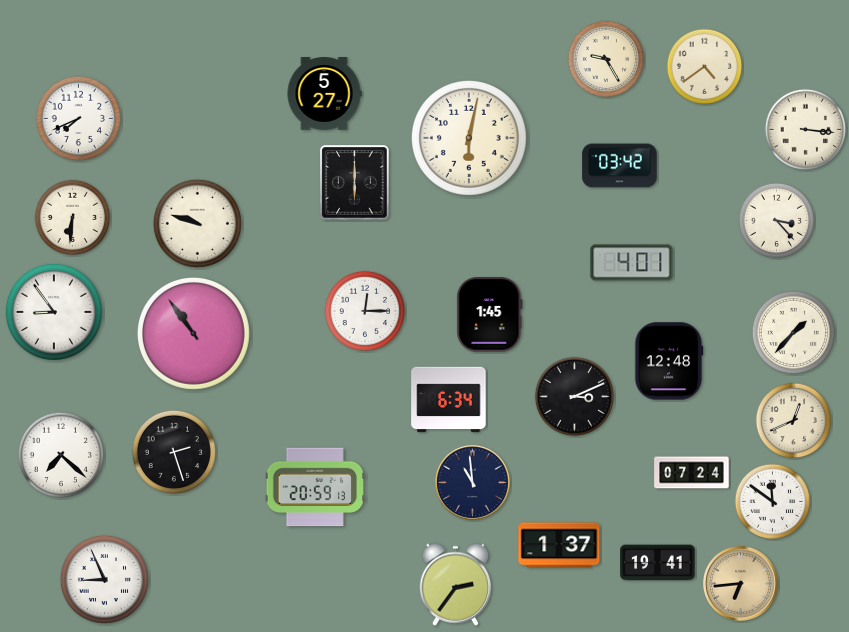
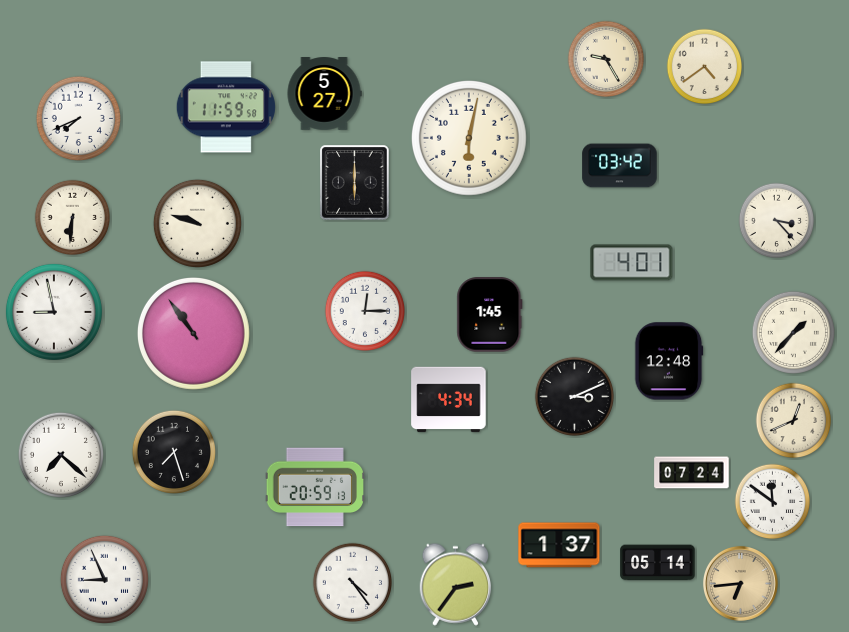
clock at (226, 107): none -> 11:59
clock at (805, 129): 3:16 -> none
clock at (54, 312): 8:54 -> 8:58
clock at (449, 400): 6:34 -> 4:34
clock at (174, 452): 2:27 -> 7:27
clock at (472, 482): 10:59 -> none
clock at (658, 563): 19:41 -> 05:14
clock at (352, 582): none -> 4:24
